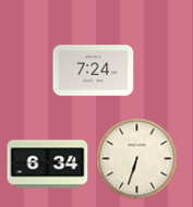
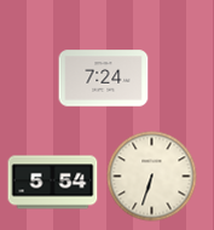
clock at (48, 165): 6:34 -> 5:54
